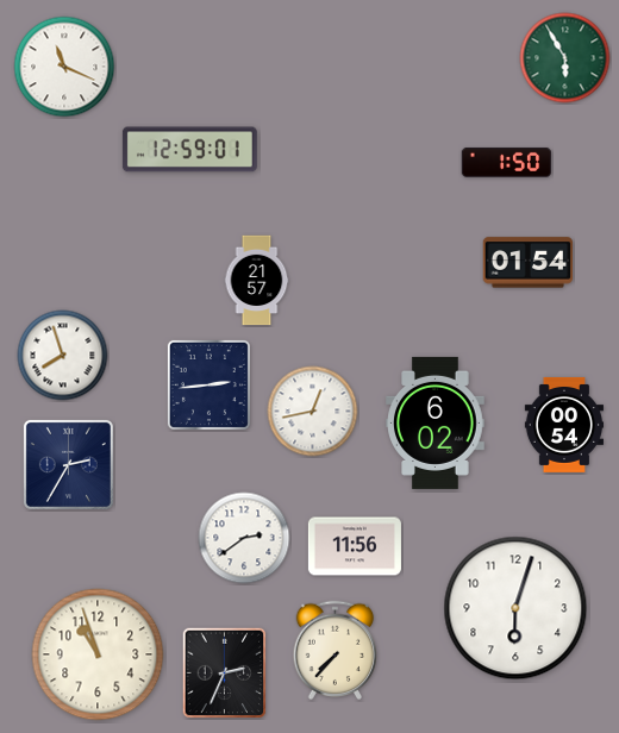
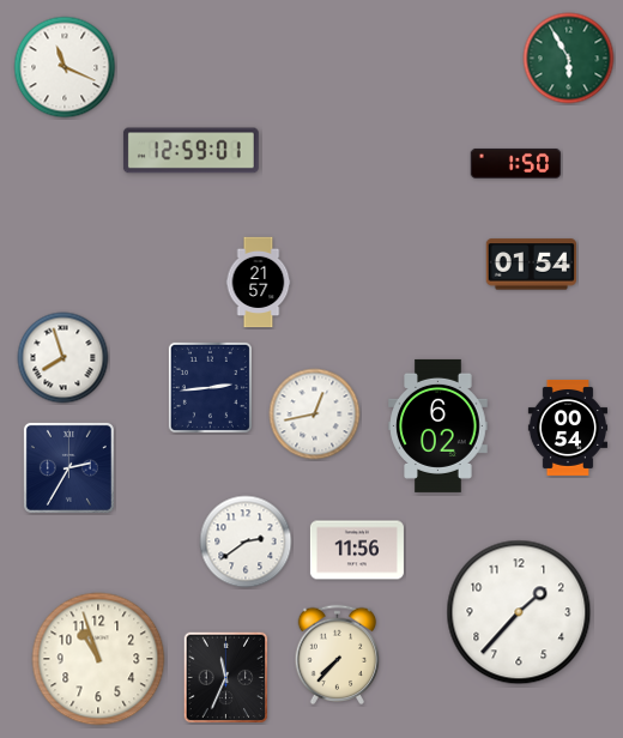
clock at (507, 162) position: (507, 162) -> (516, 163)
clock at (515, 608): 6:03 -> 1:37
clock at (225, 674): 2:34 -> 11:34
